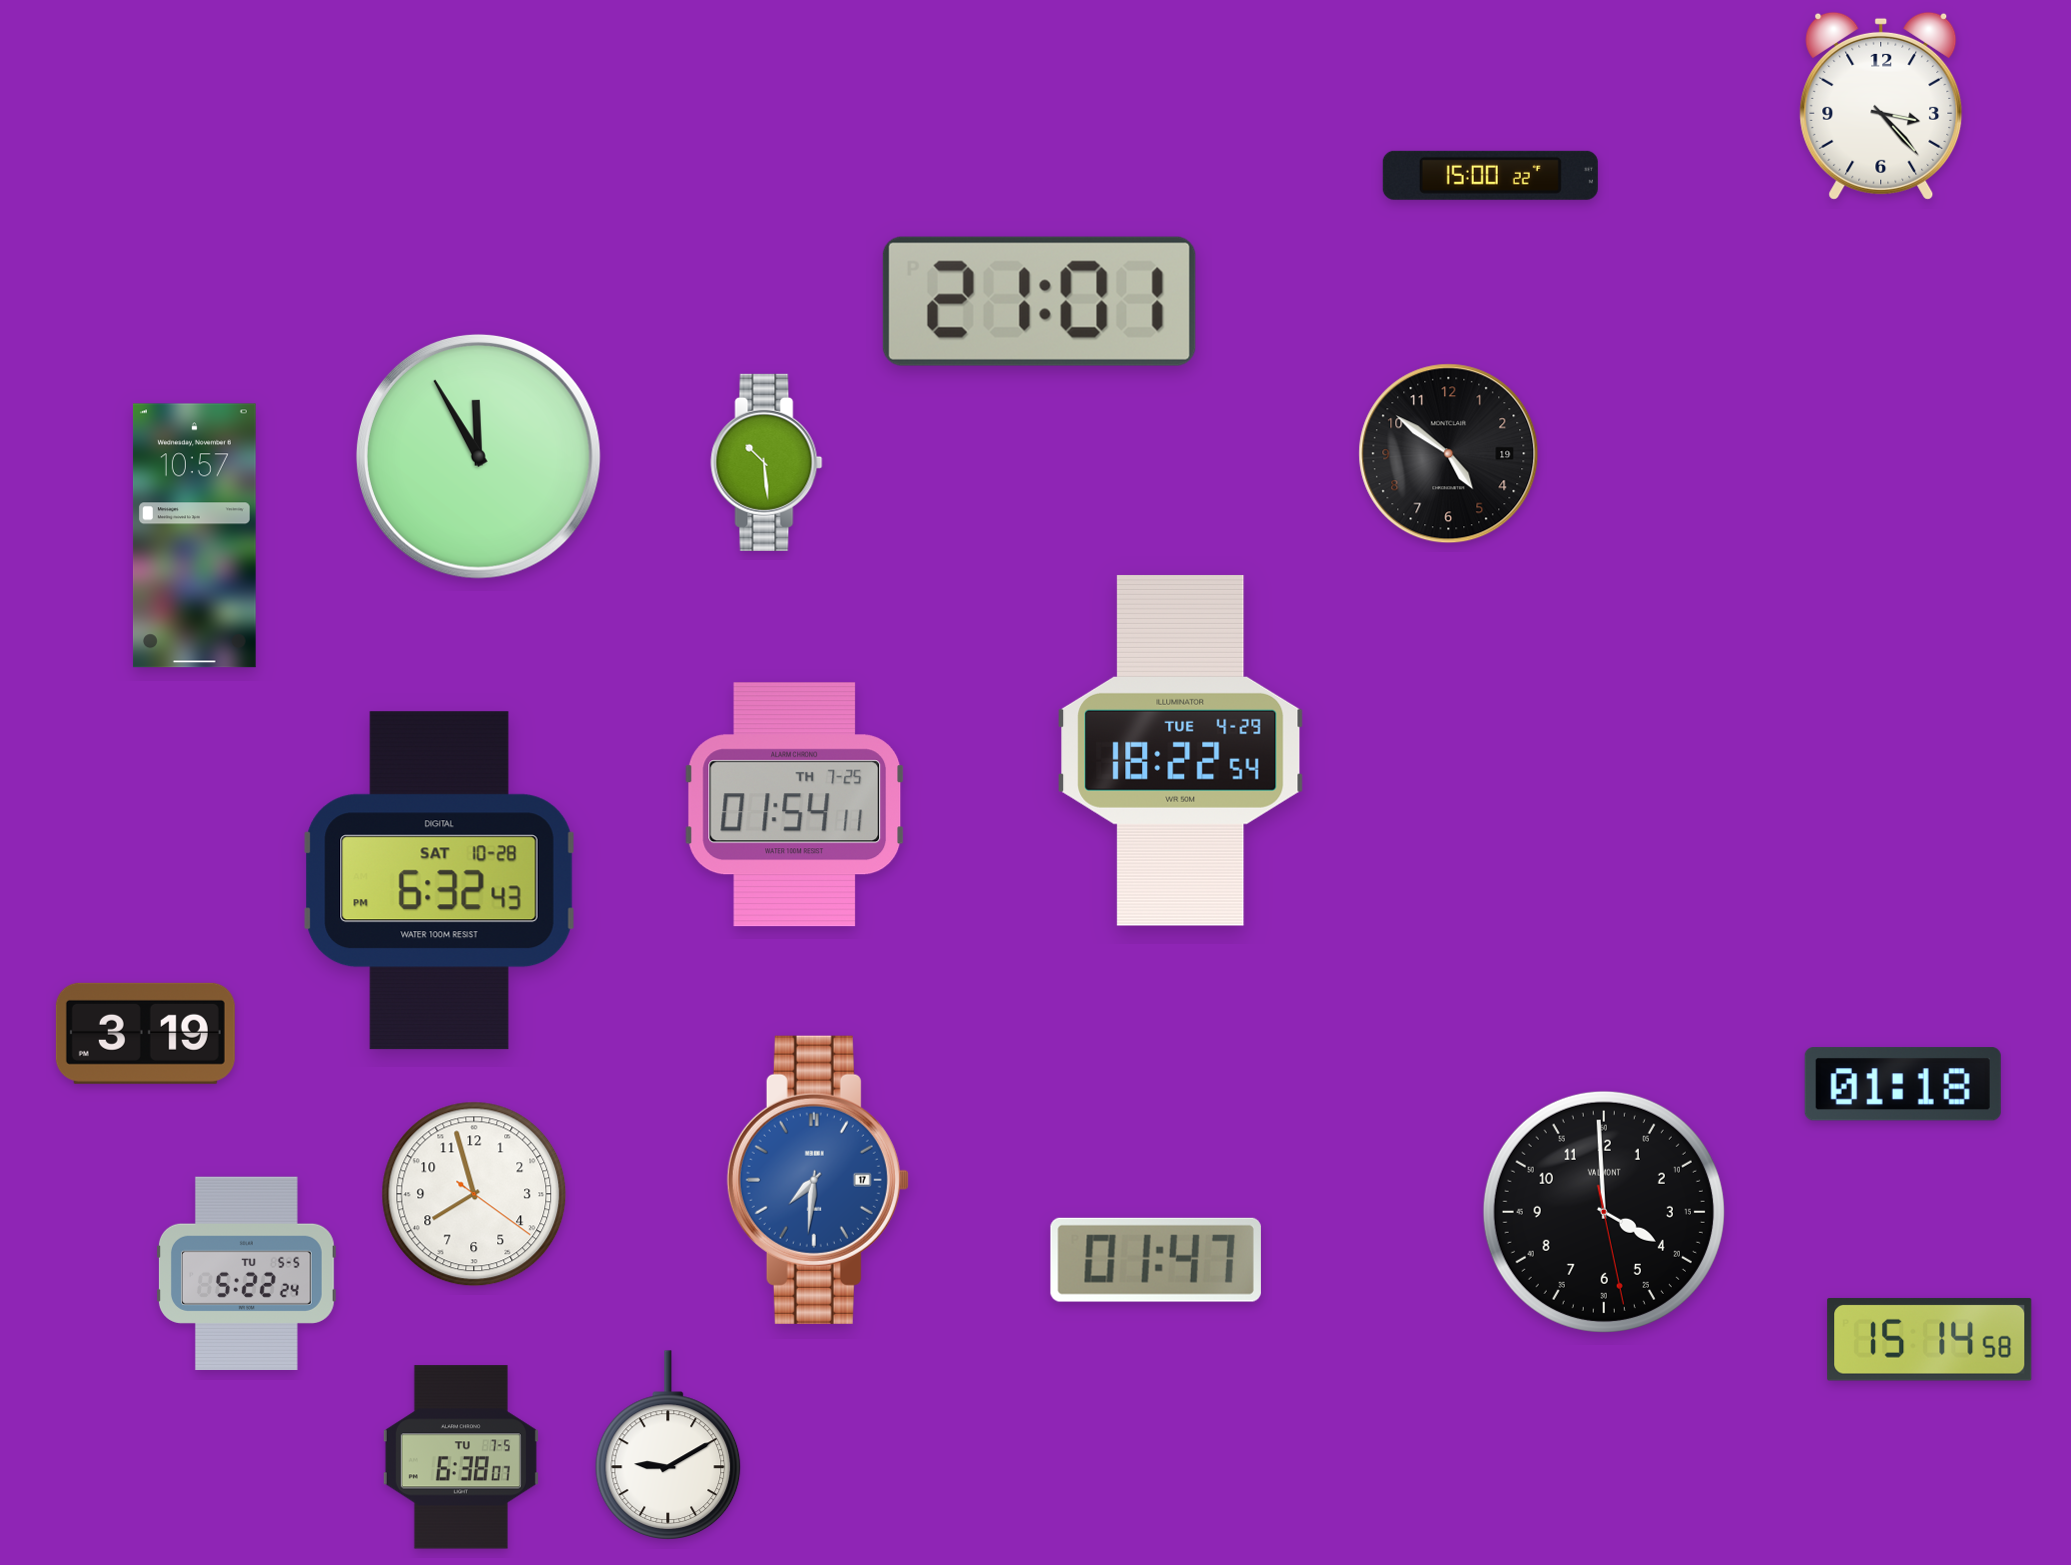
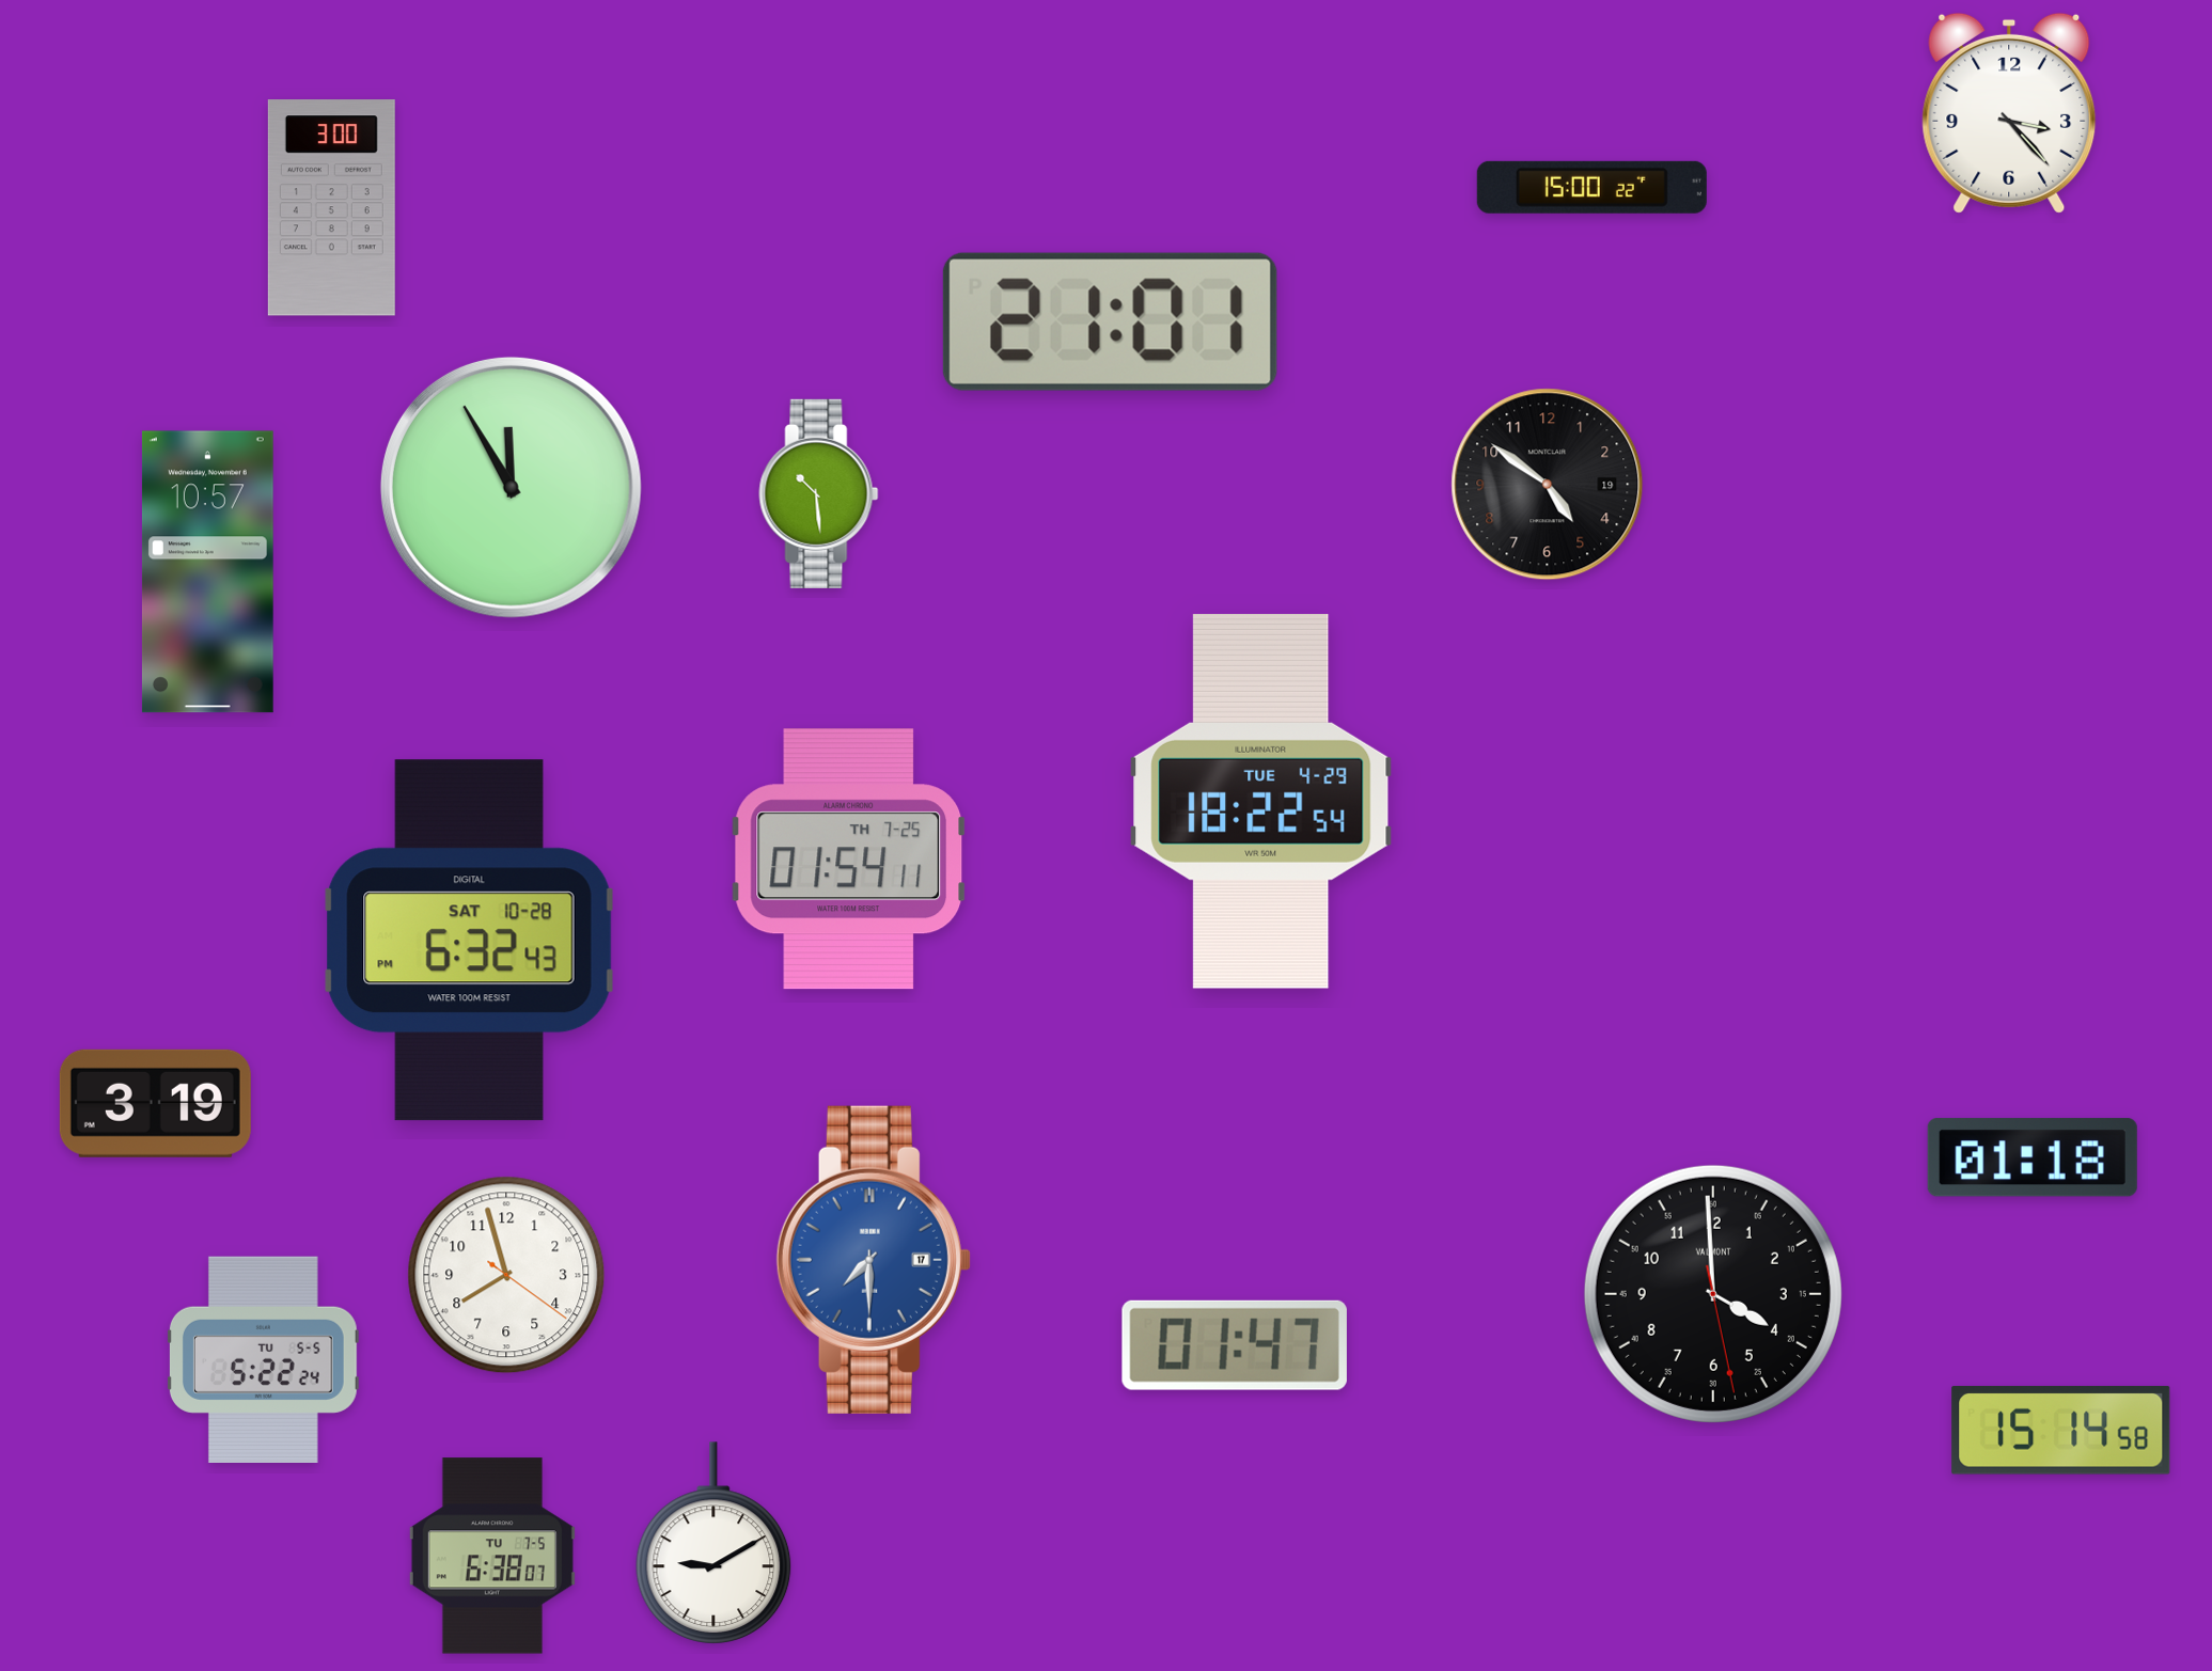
clock at (331, 208): none -> 3:00
clock at (818, 1180): 7:31 -> 7:30
